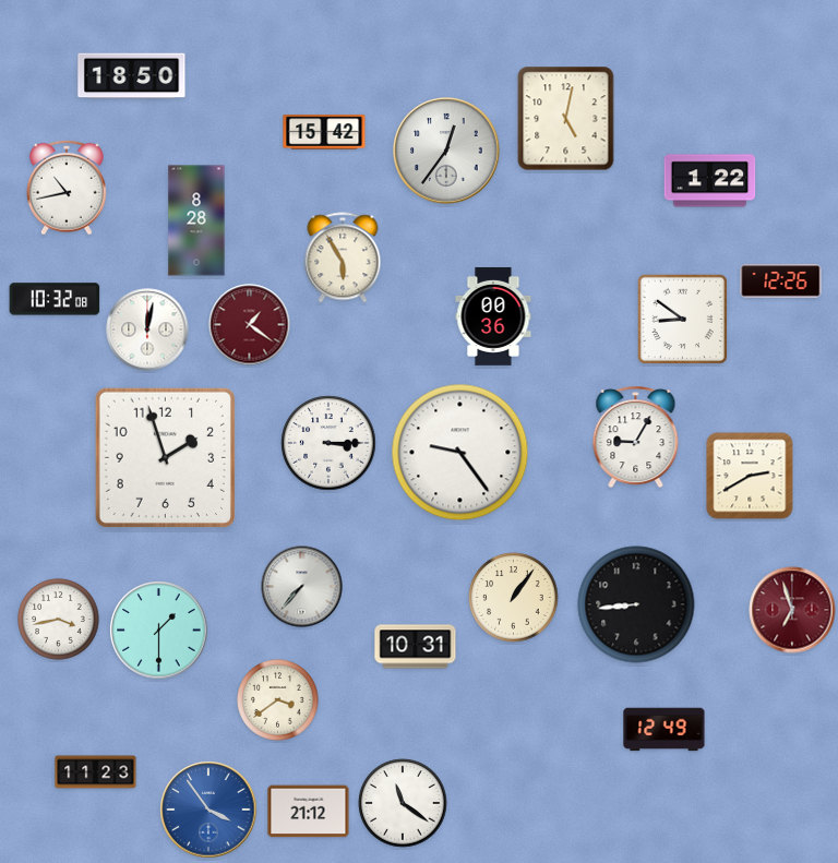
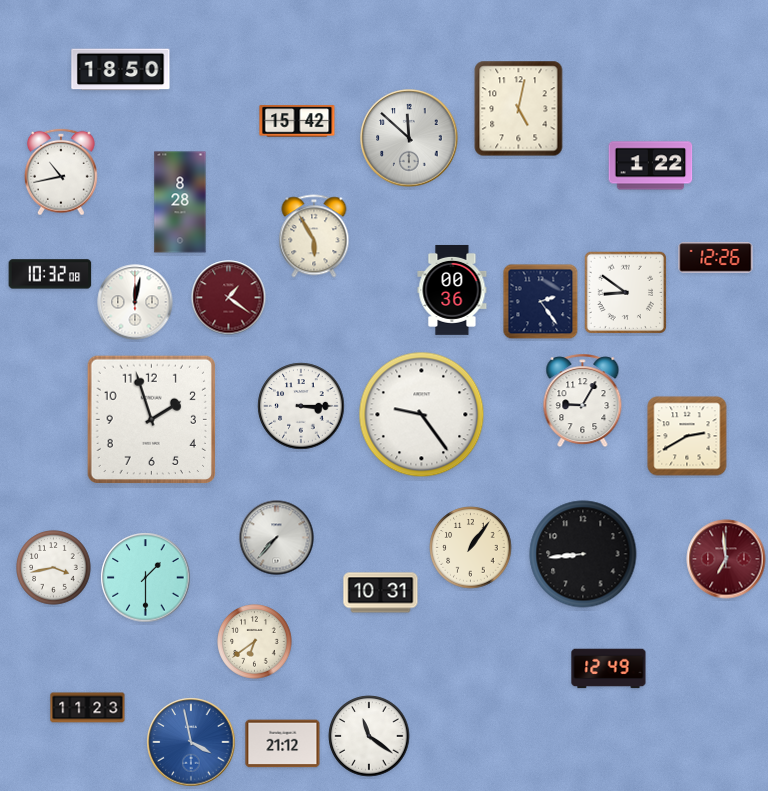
clock at (446, 151): 12:36 -> 11:52
clock at (541, 302): none -> 2:24
clock at (792, 610): 6:57 -> 6:59
clock at (278, 700): 3:39 -> 6:39
clock at (208, 810): 3:54 -> 3:58
